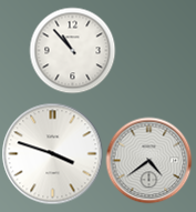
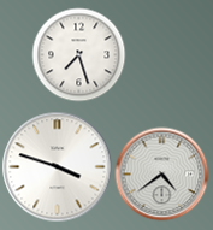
clock at (72, 50): 10:53 -> 7:27
